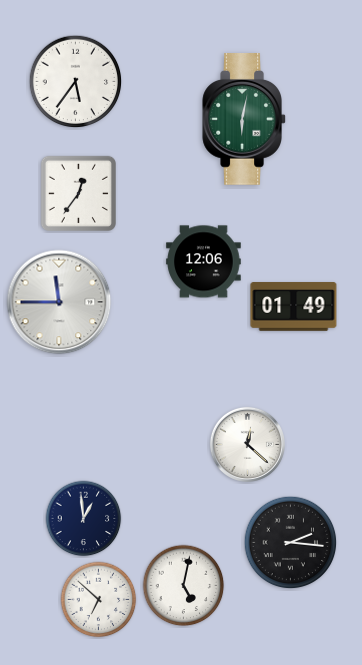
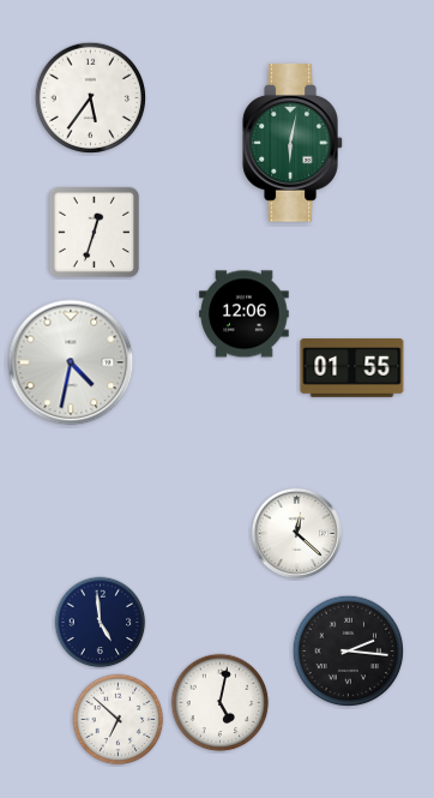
clock at (78, 193): 12:36 -> 12:33
clock at (59, 302): 11:45 -> 4:32
clock at (294, 307): 01:49 -> 01:55
clock at (84, 519): 12:59 -> 4:59
